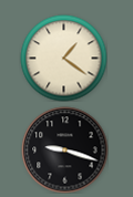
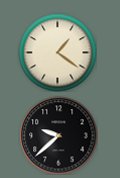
clock at (64, 149): 9:18 -> 9:38
